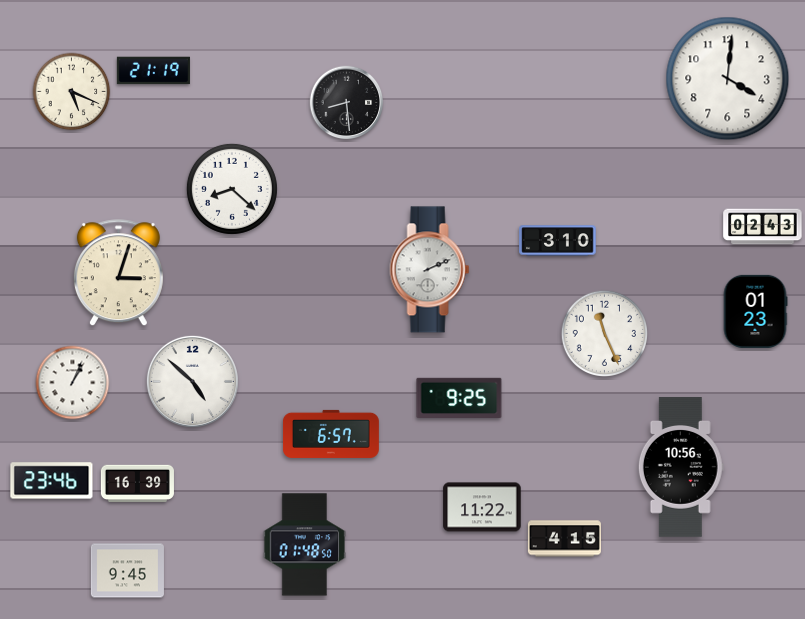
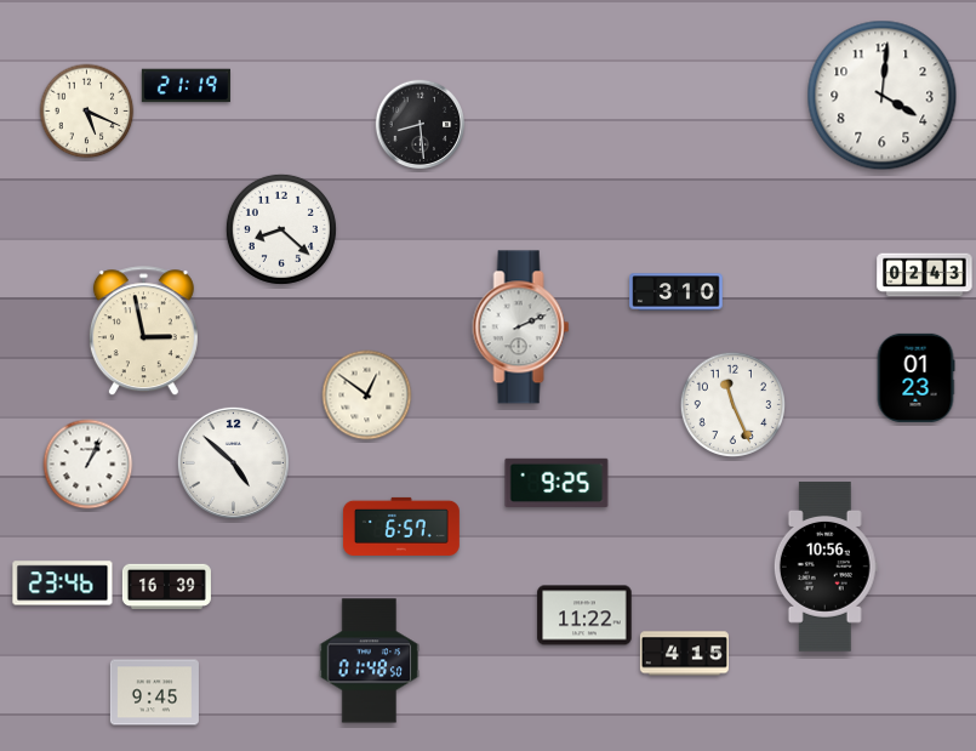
clock at (118, 273): 3:03 -> 2:58
clock at (367, 396): none -> 12:51
